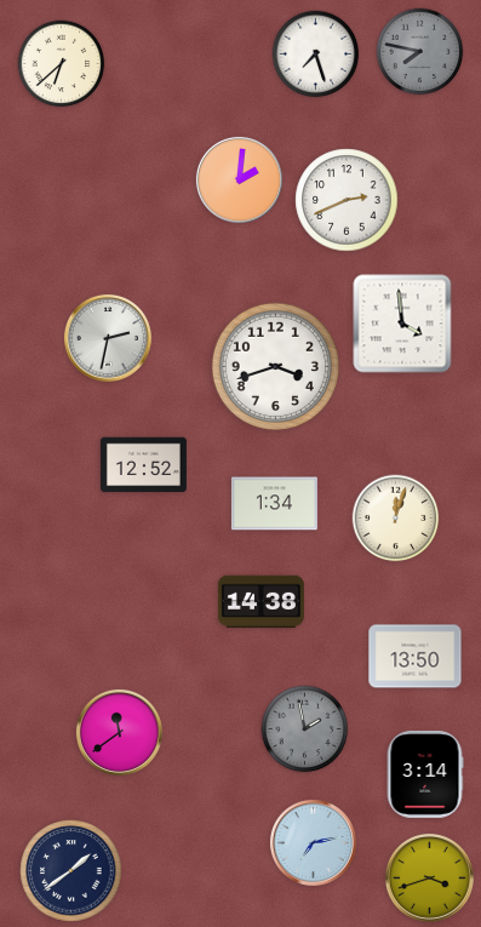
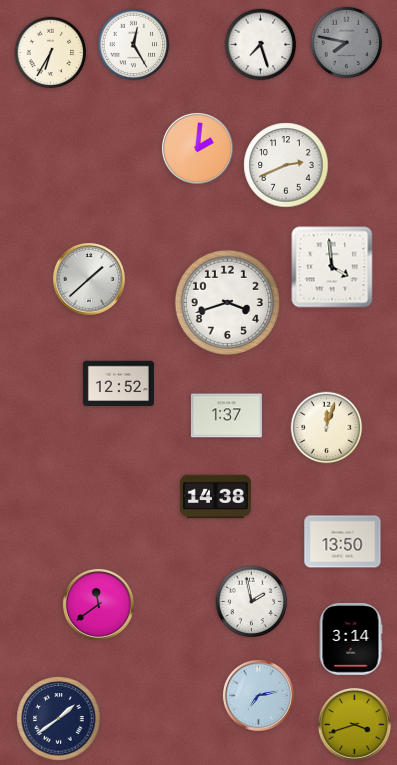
clock at (134, 45): none -> 12:25
clock at (62, 64): 6:38 -> 6:35
clock at (108, 338): 2:32 -> 1:38
clock at (274, 504): 1:34 -> 1:37
clock at (305, 729) dial: grey -> white
